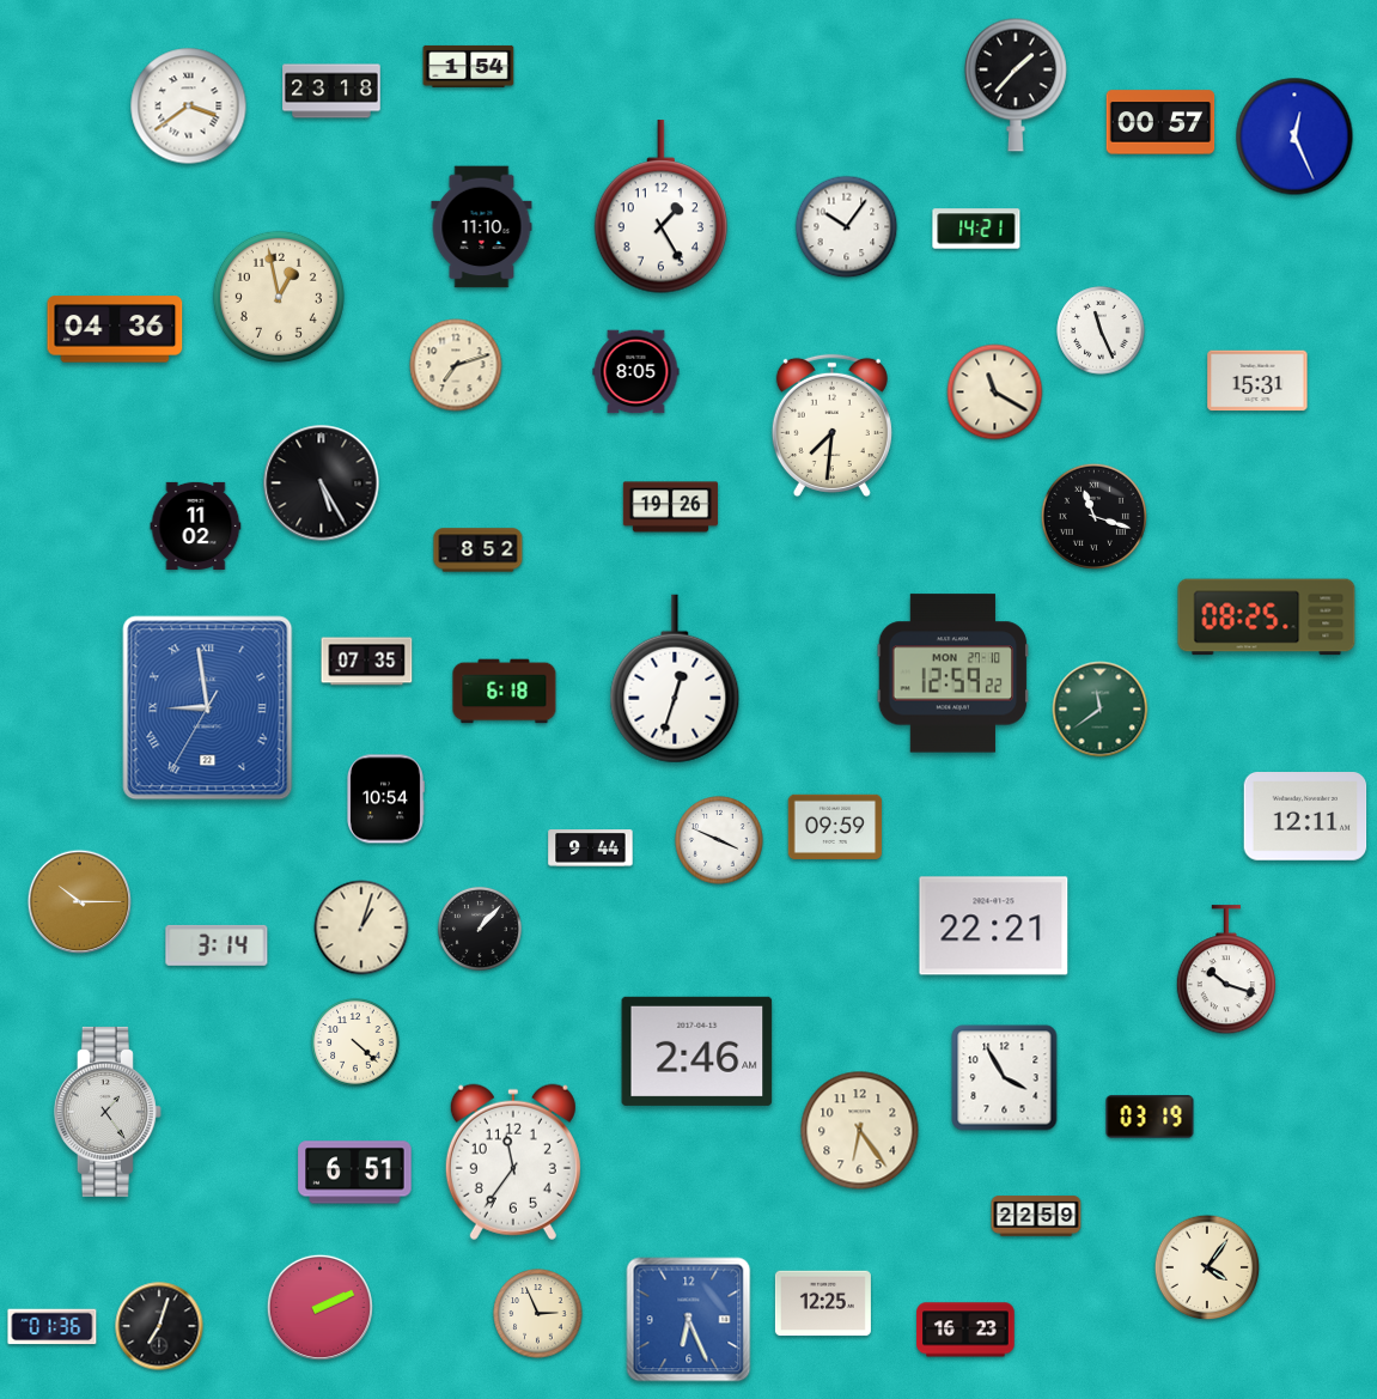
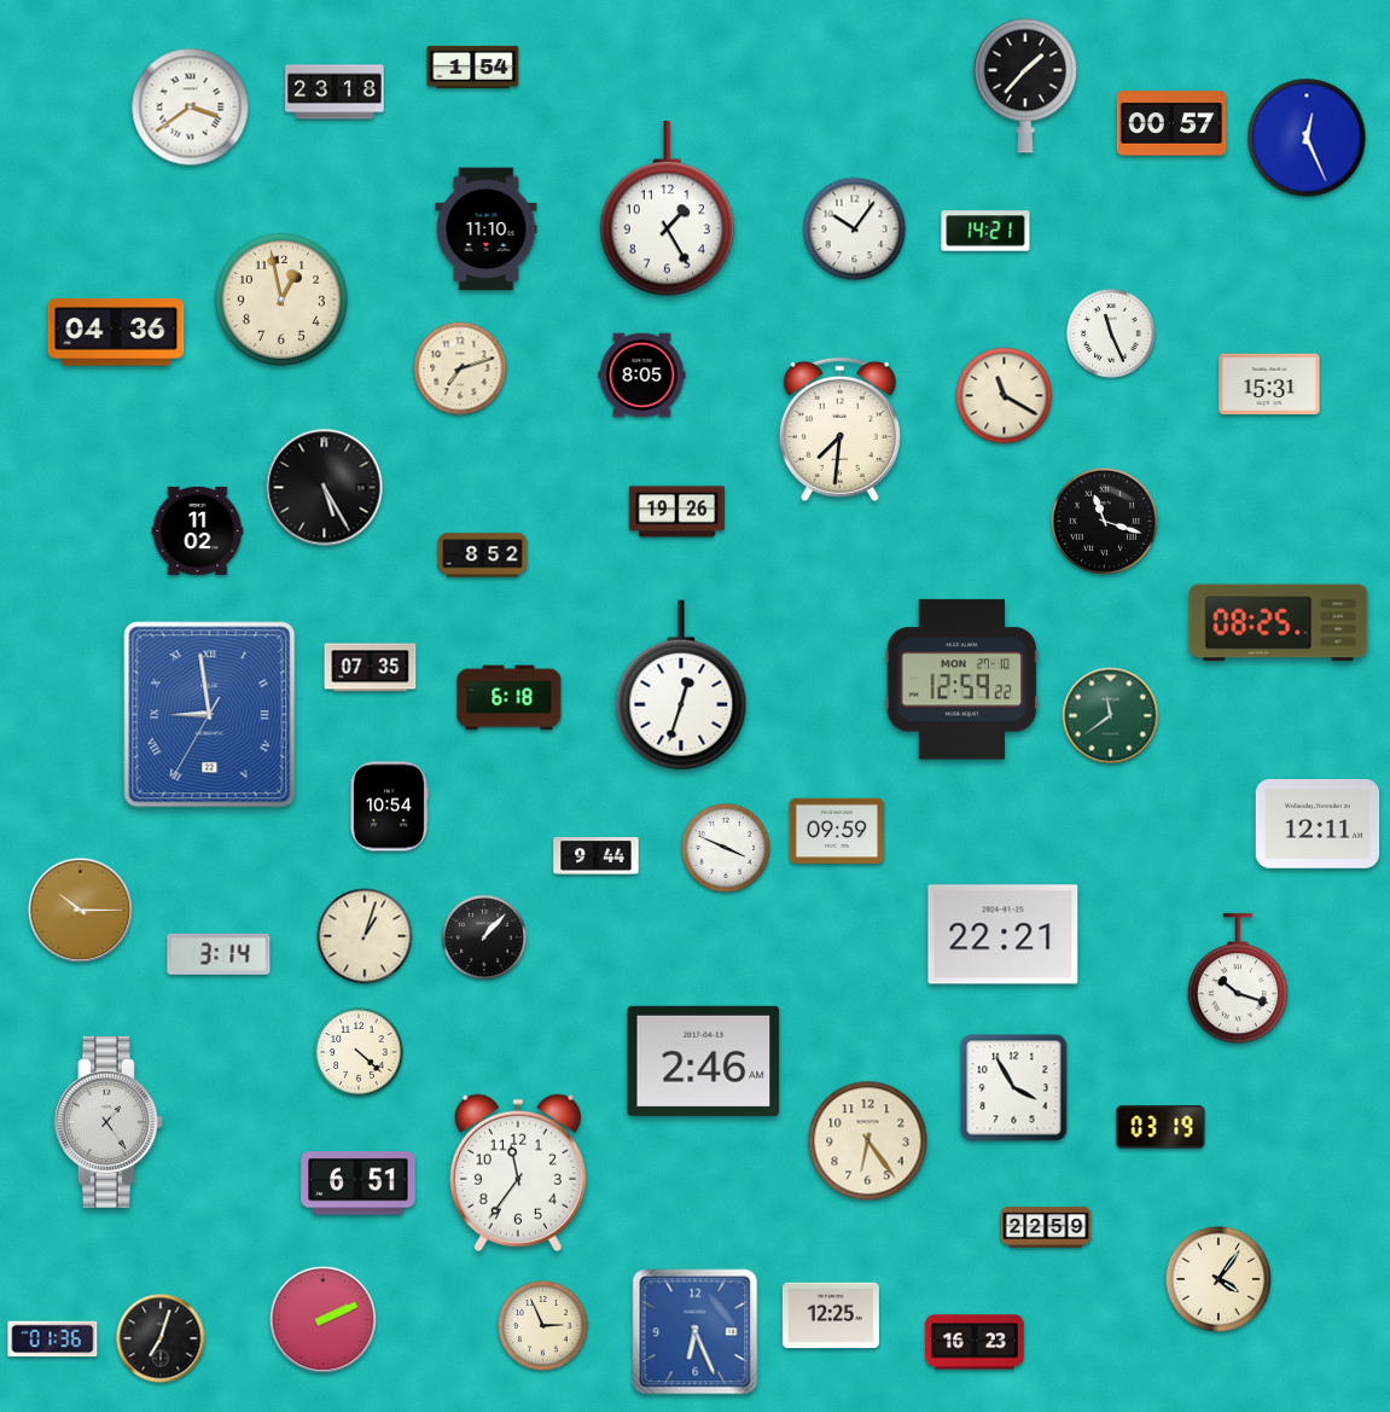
clock at (835, 827) position: (835, 827) -> (837, 831)
